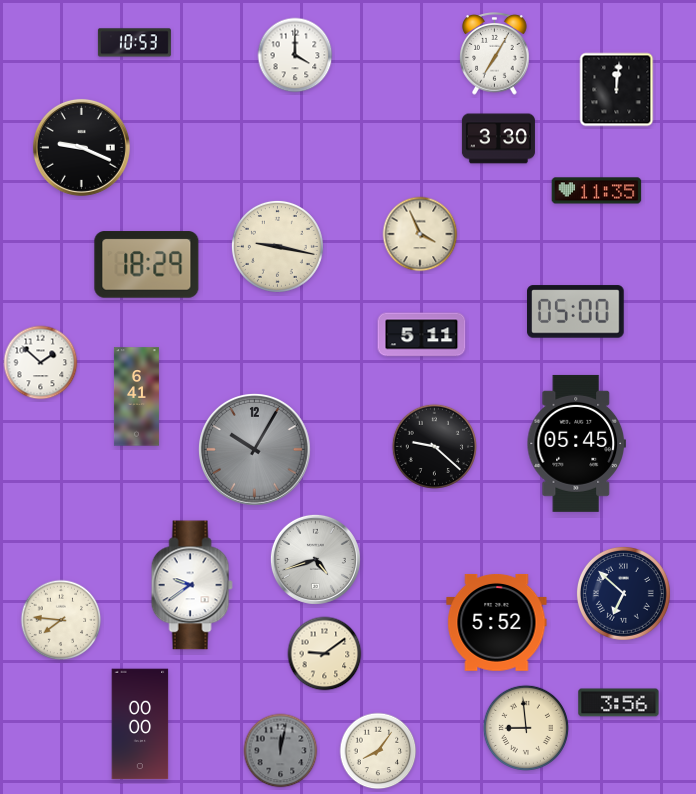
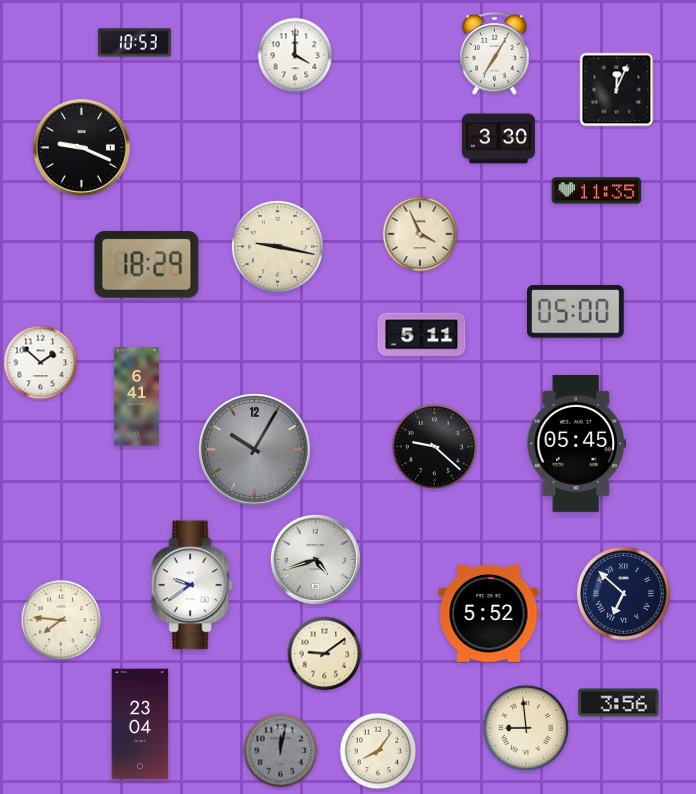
clock at (617, 90): 12:01 -> 12:04
clock at (497, 623) position: (497, 623) -> (489, 614)
clock at (140, 724): 00:00 -> 23:04
